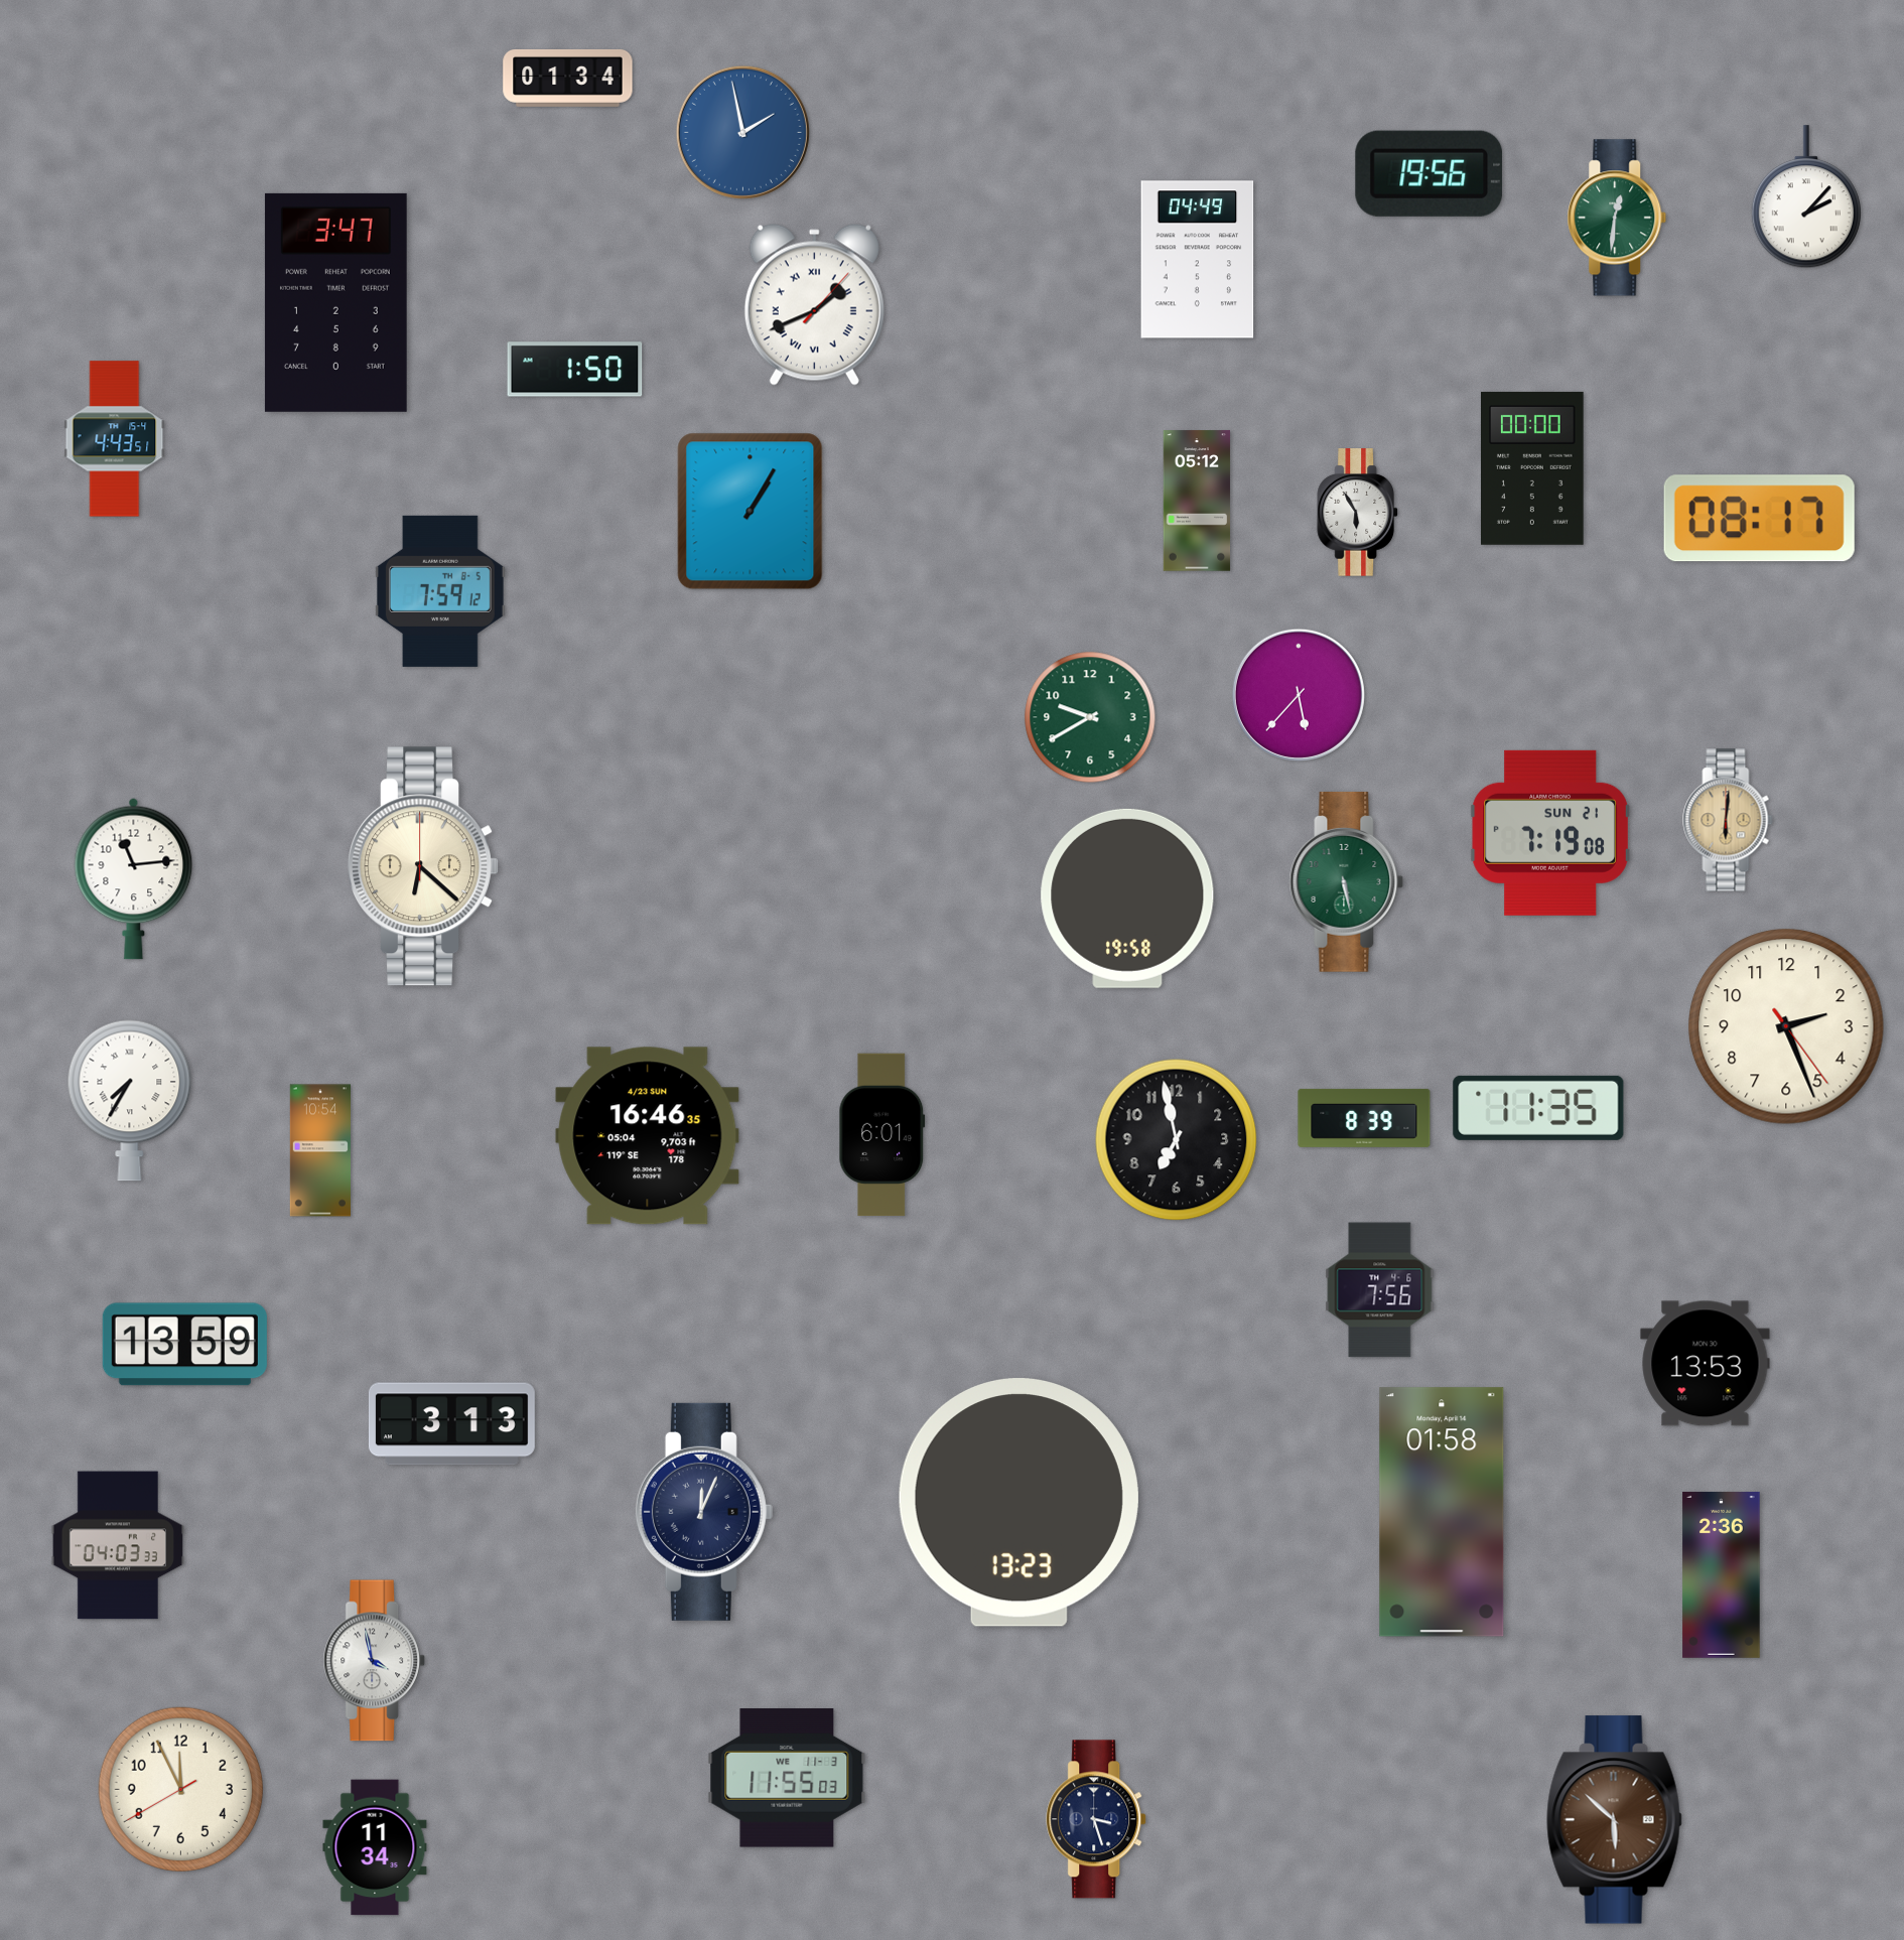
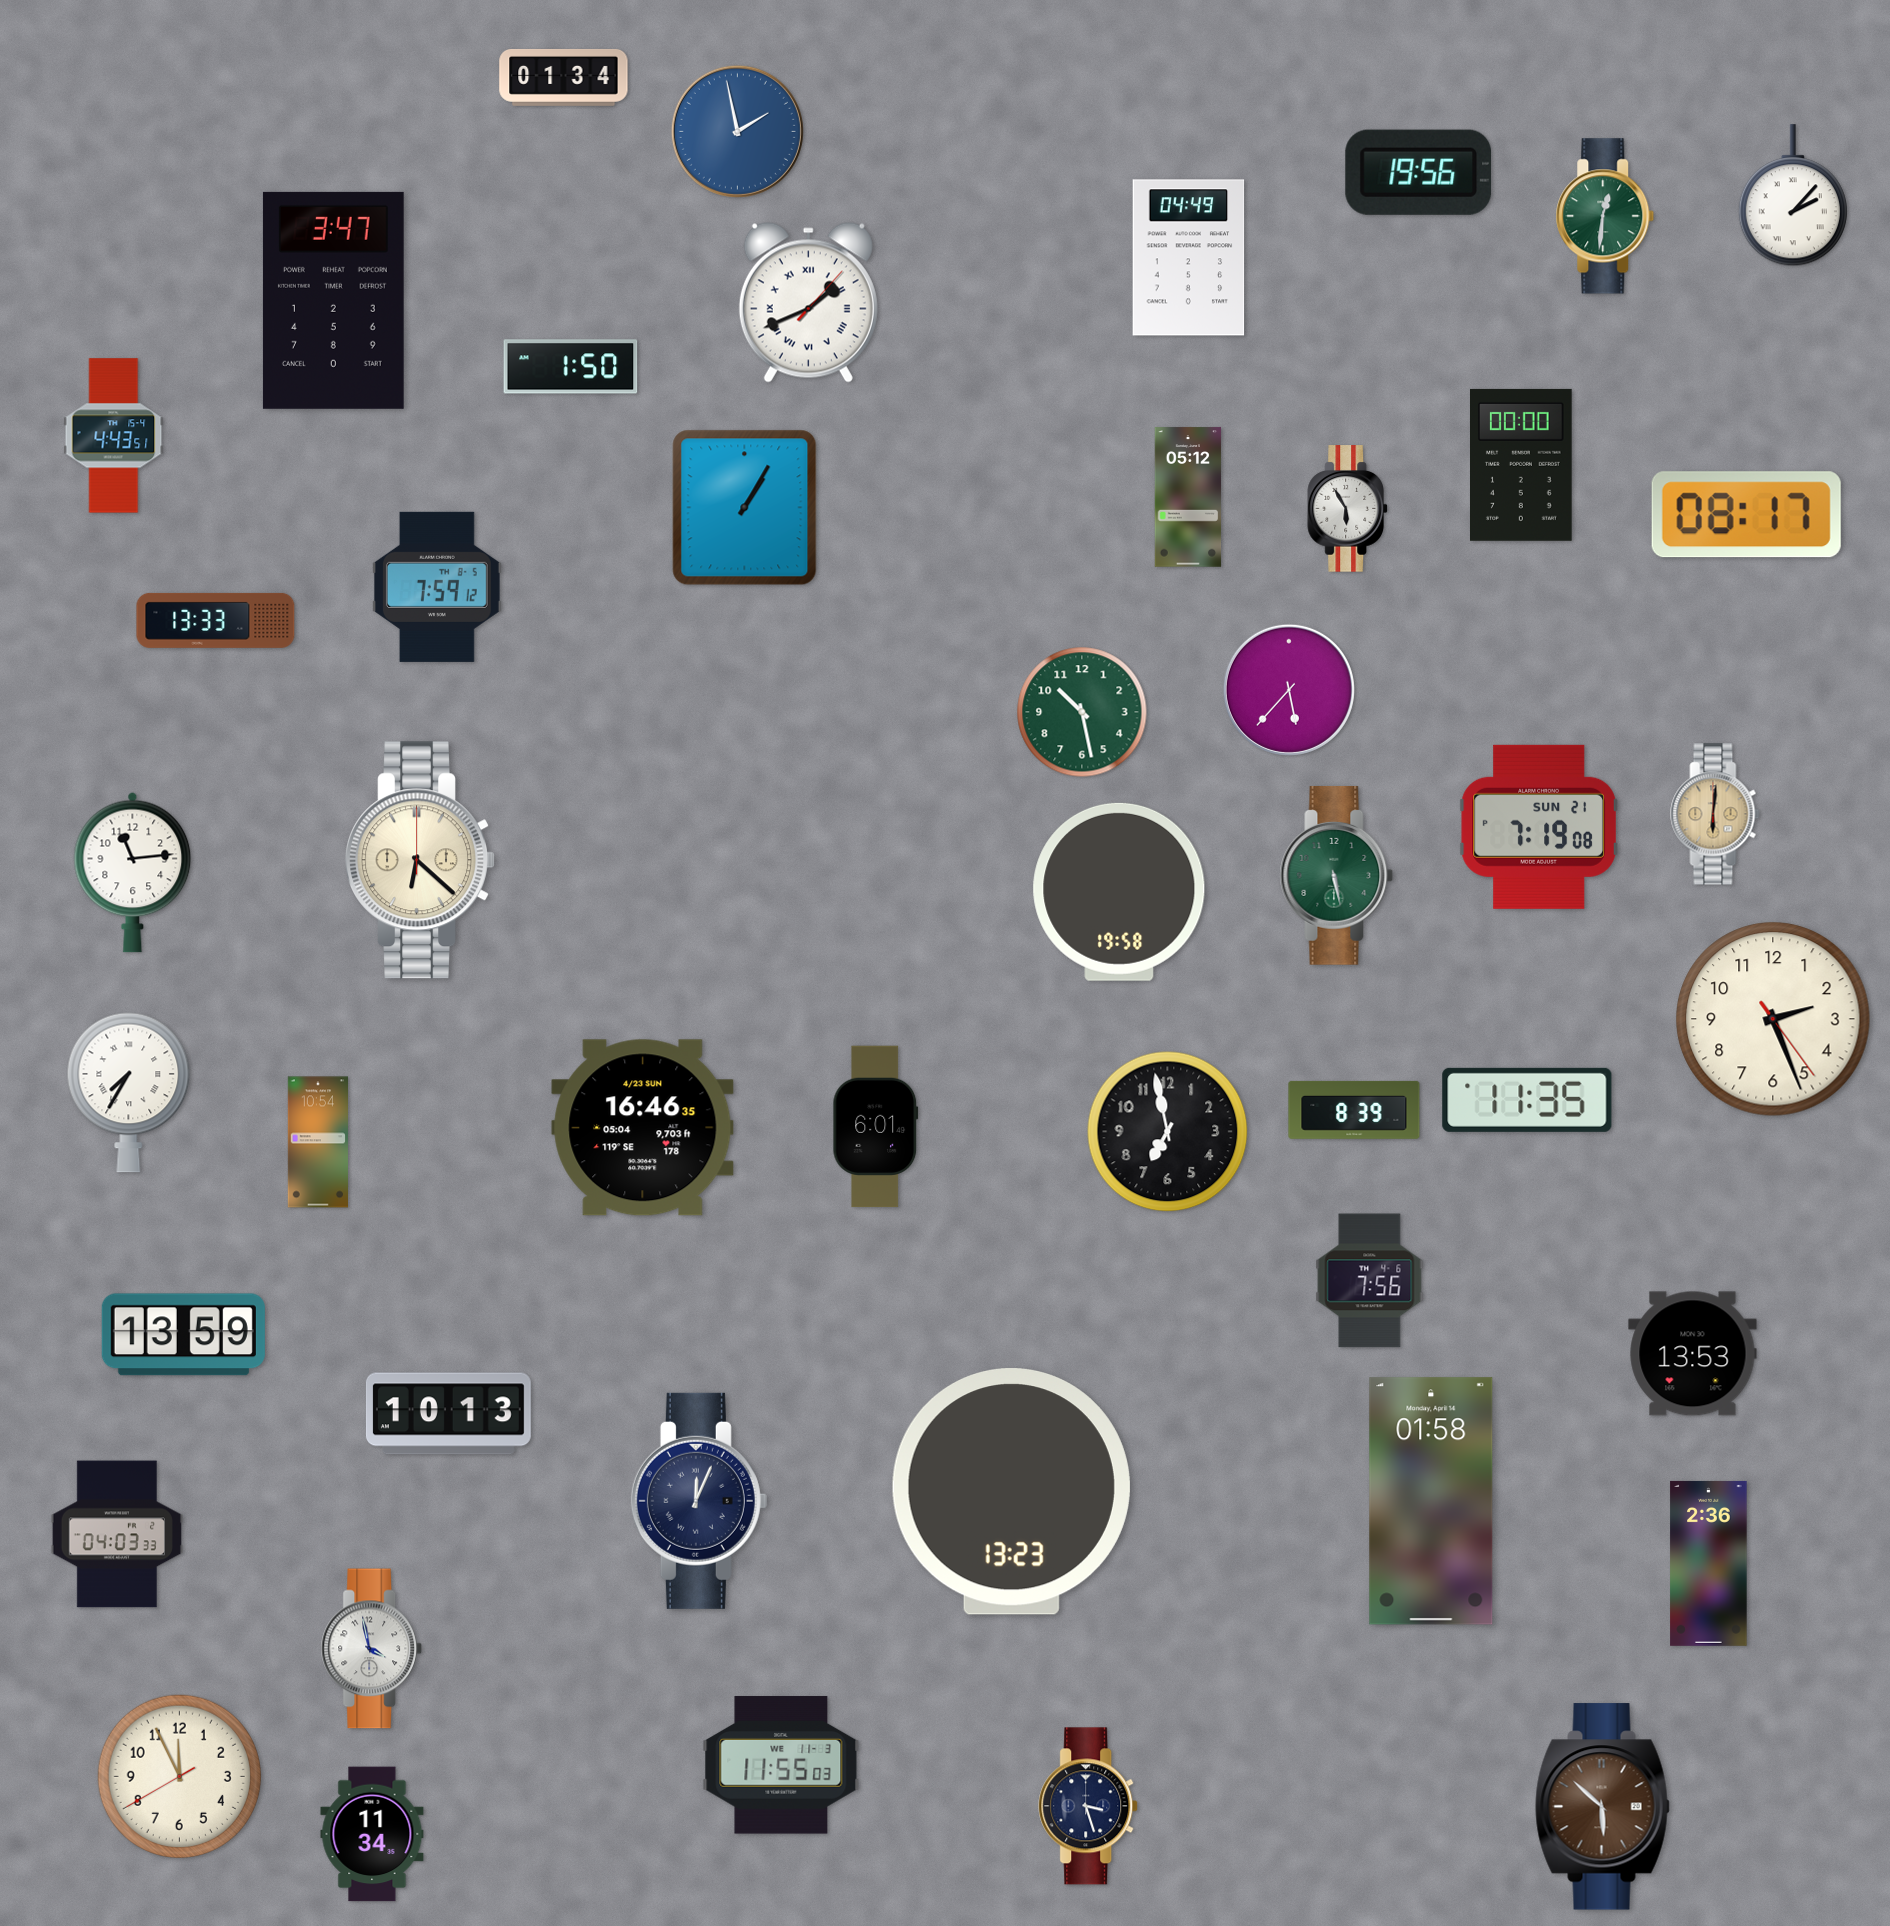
clock at (216, 620): none -> 13:33
clock at (1090, 717): 9:40 -> 10:28
clock at (451, 1424): 3:13 -> 10:13
